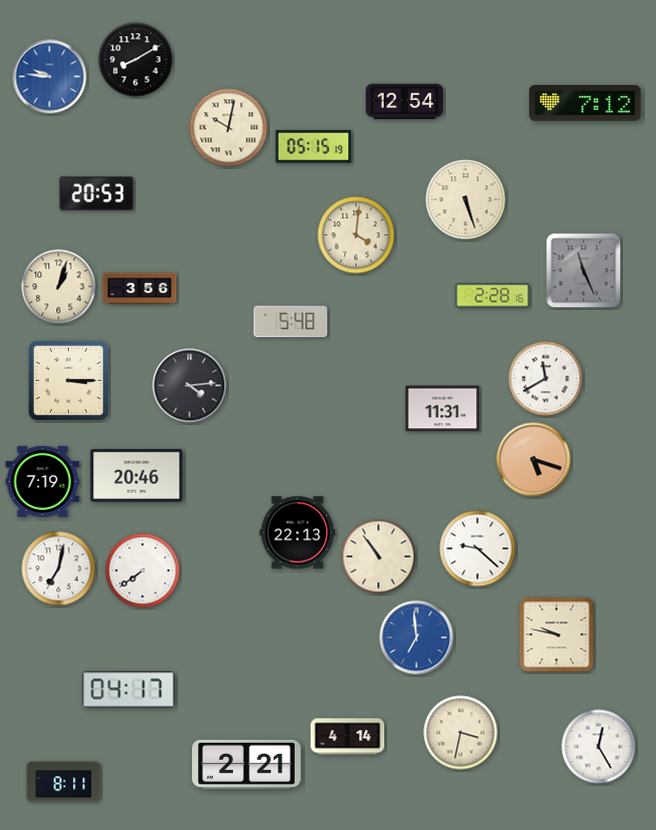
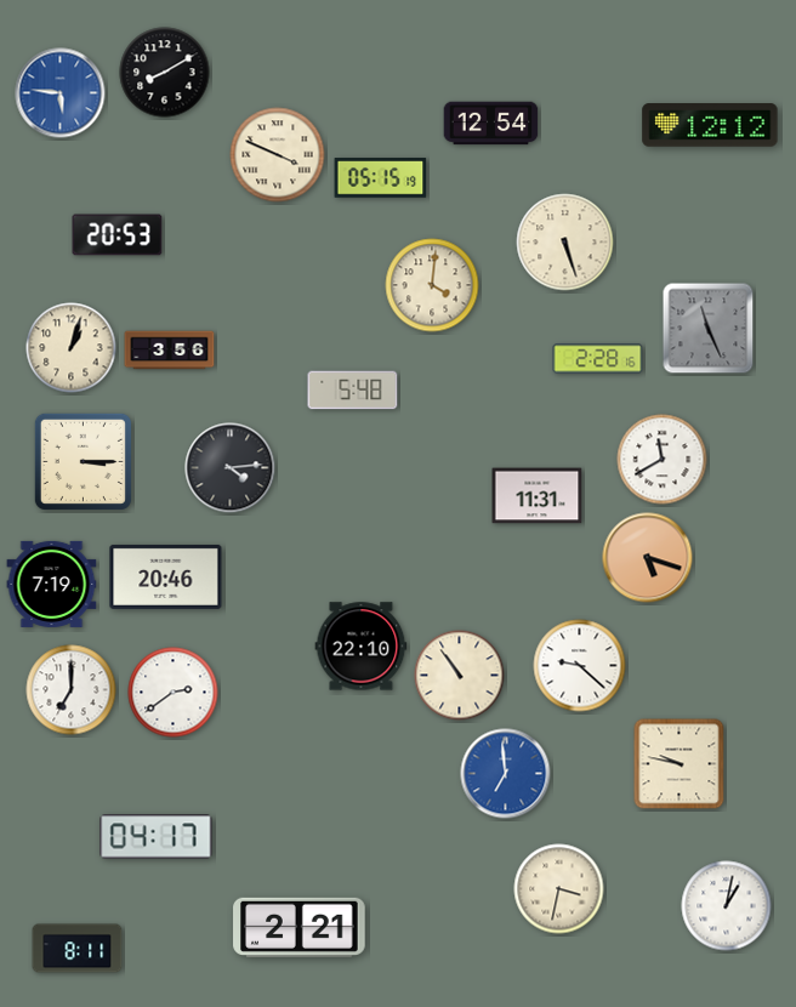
clock at (50, 77): 9:46 -> 5:46
clock at (585, 103): 7:12 -> 12:12
clock at (229, 128): 10:02 -> 3:49
clock at (298, 533): 22:13 -> 22:10
clock at (59, 569): 7:02 -> 7:00
clock at (143, 571): 7:39 -> 2:39
clock at (557, 635) position: (557, 635) -> (680, 764)
clock at (348, 737): 4:14 -> none
clock at (599, 747): 12:25 -> 1:02
